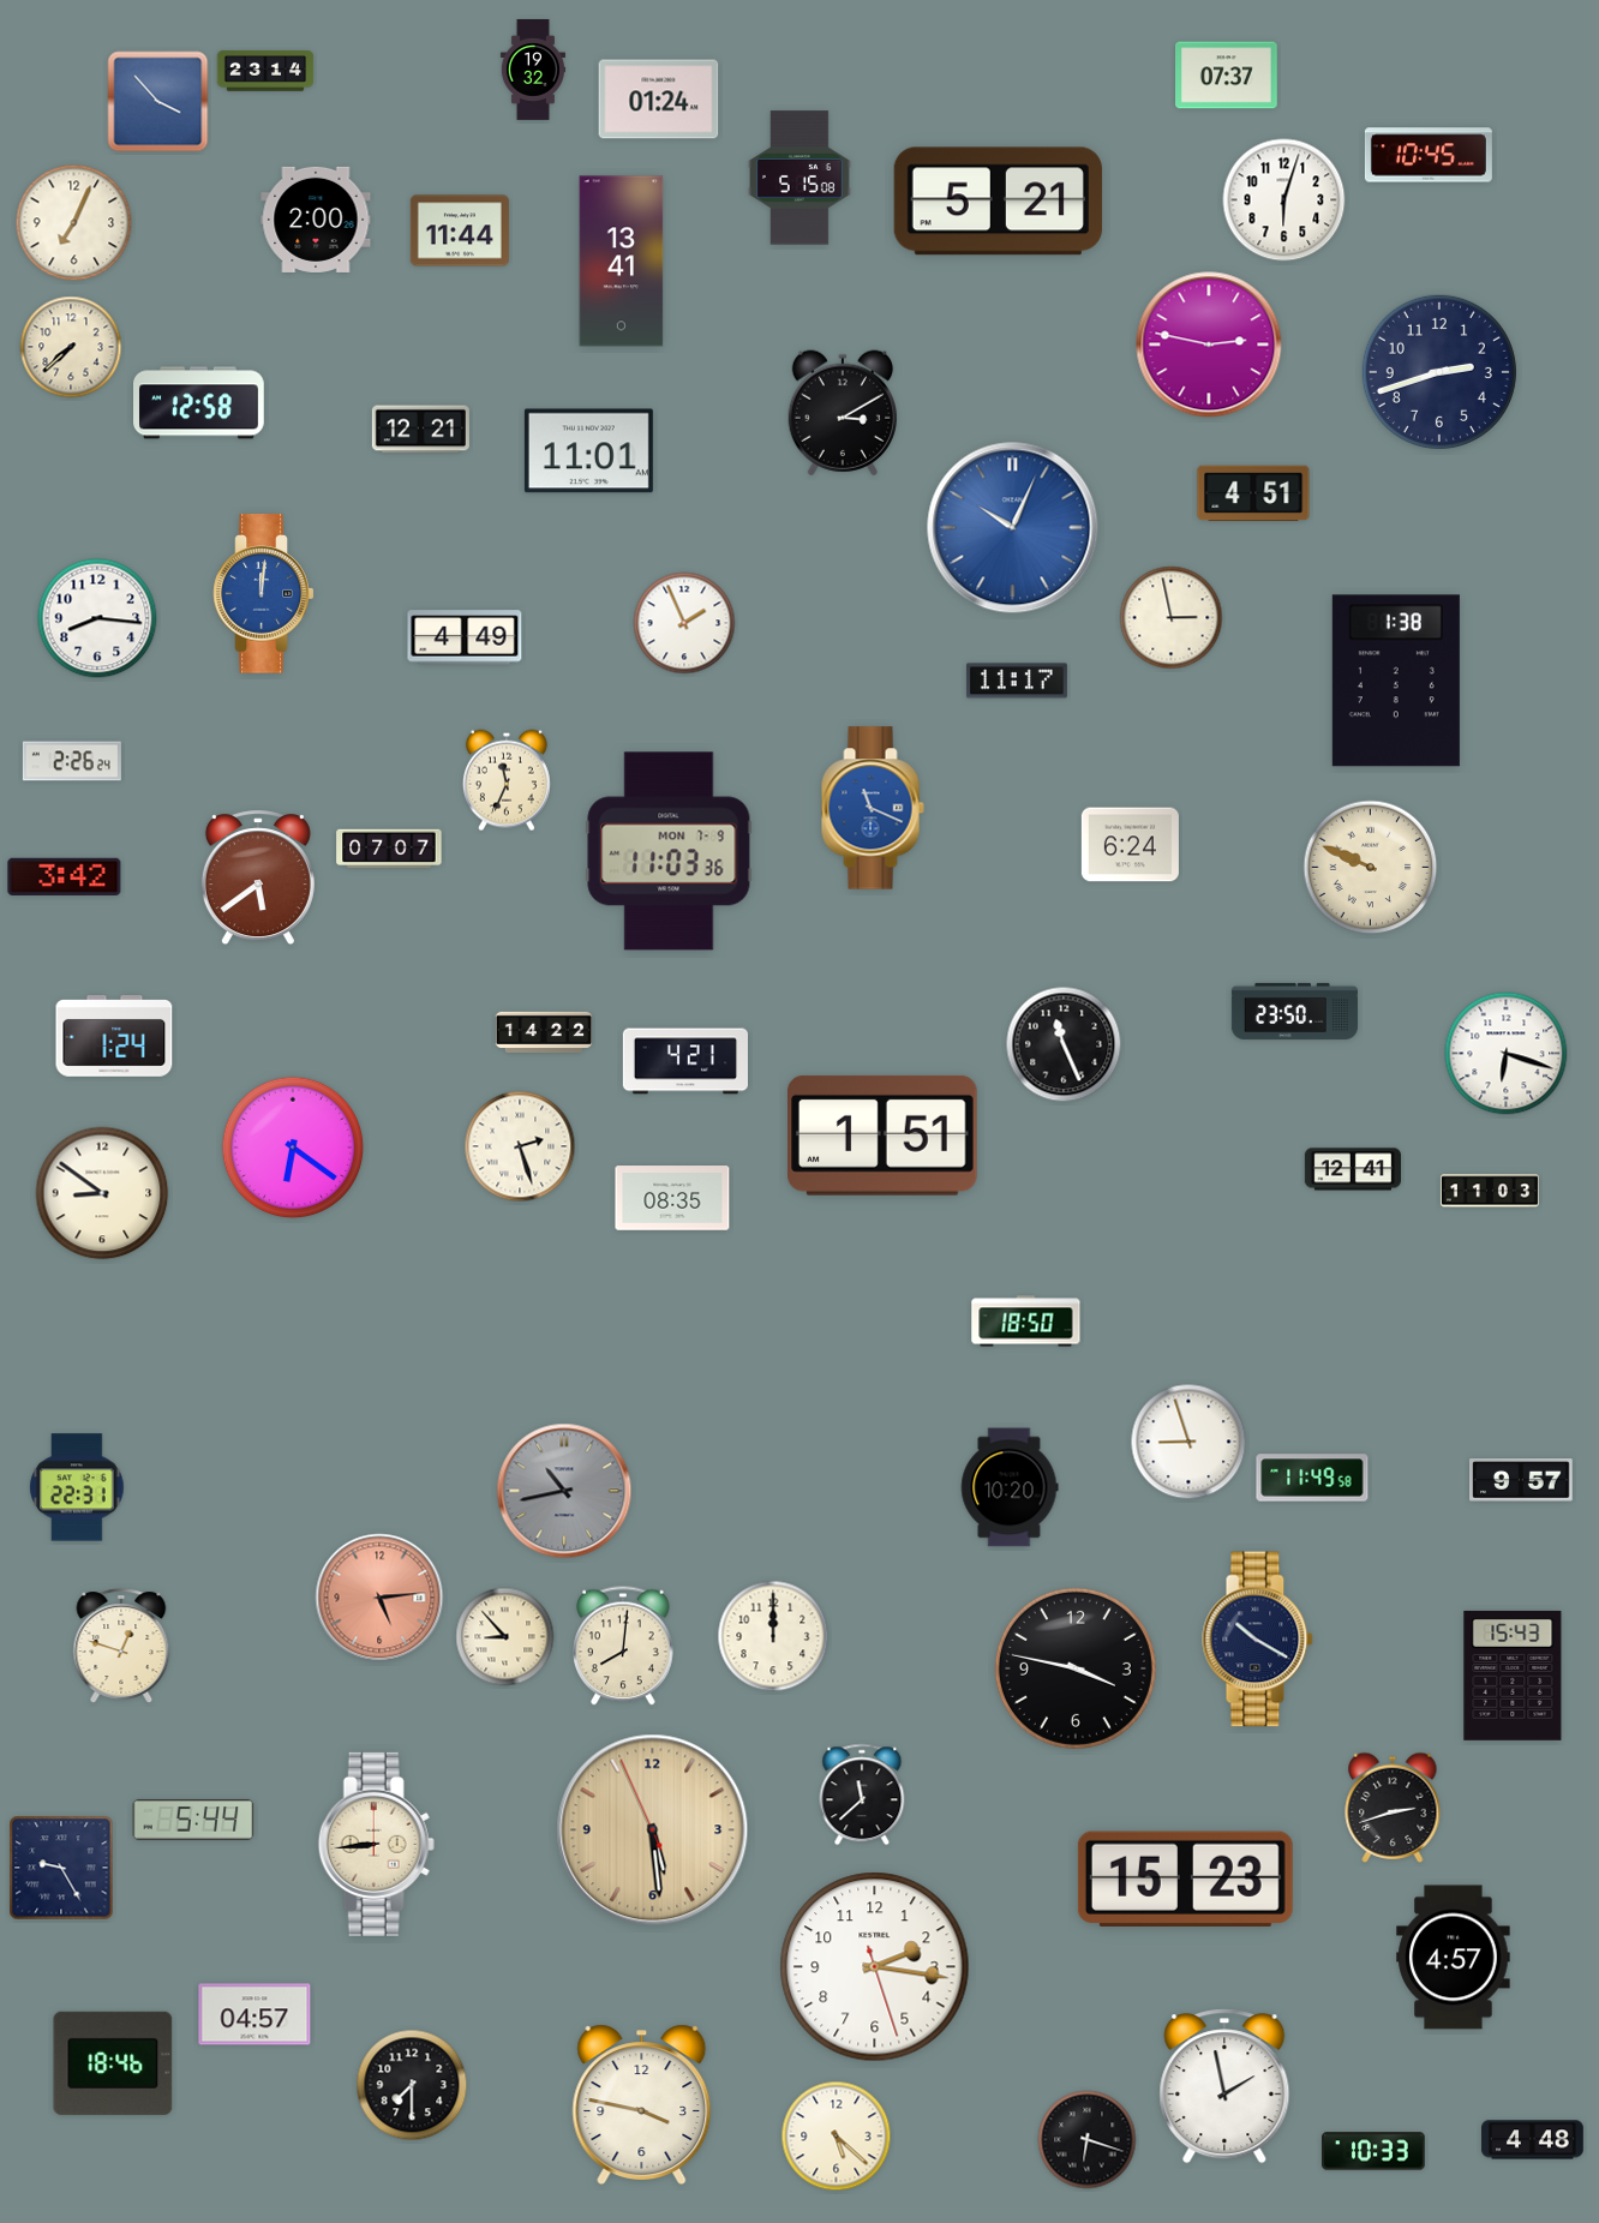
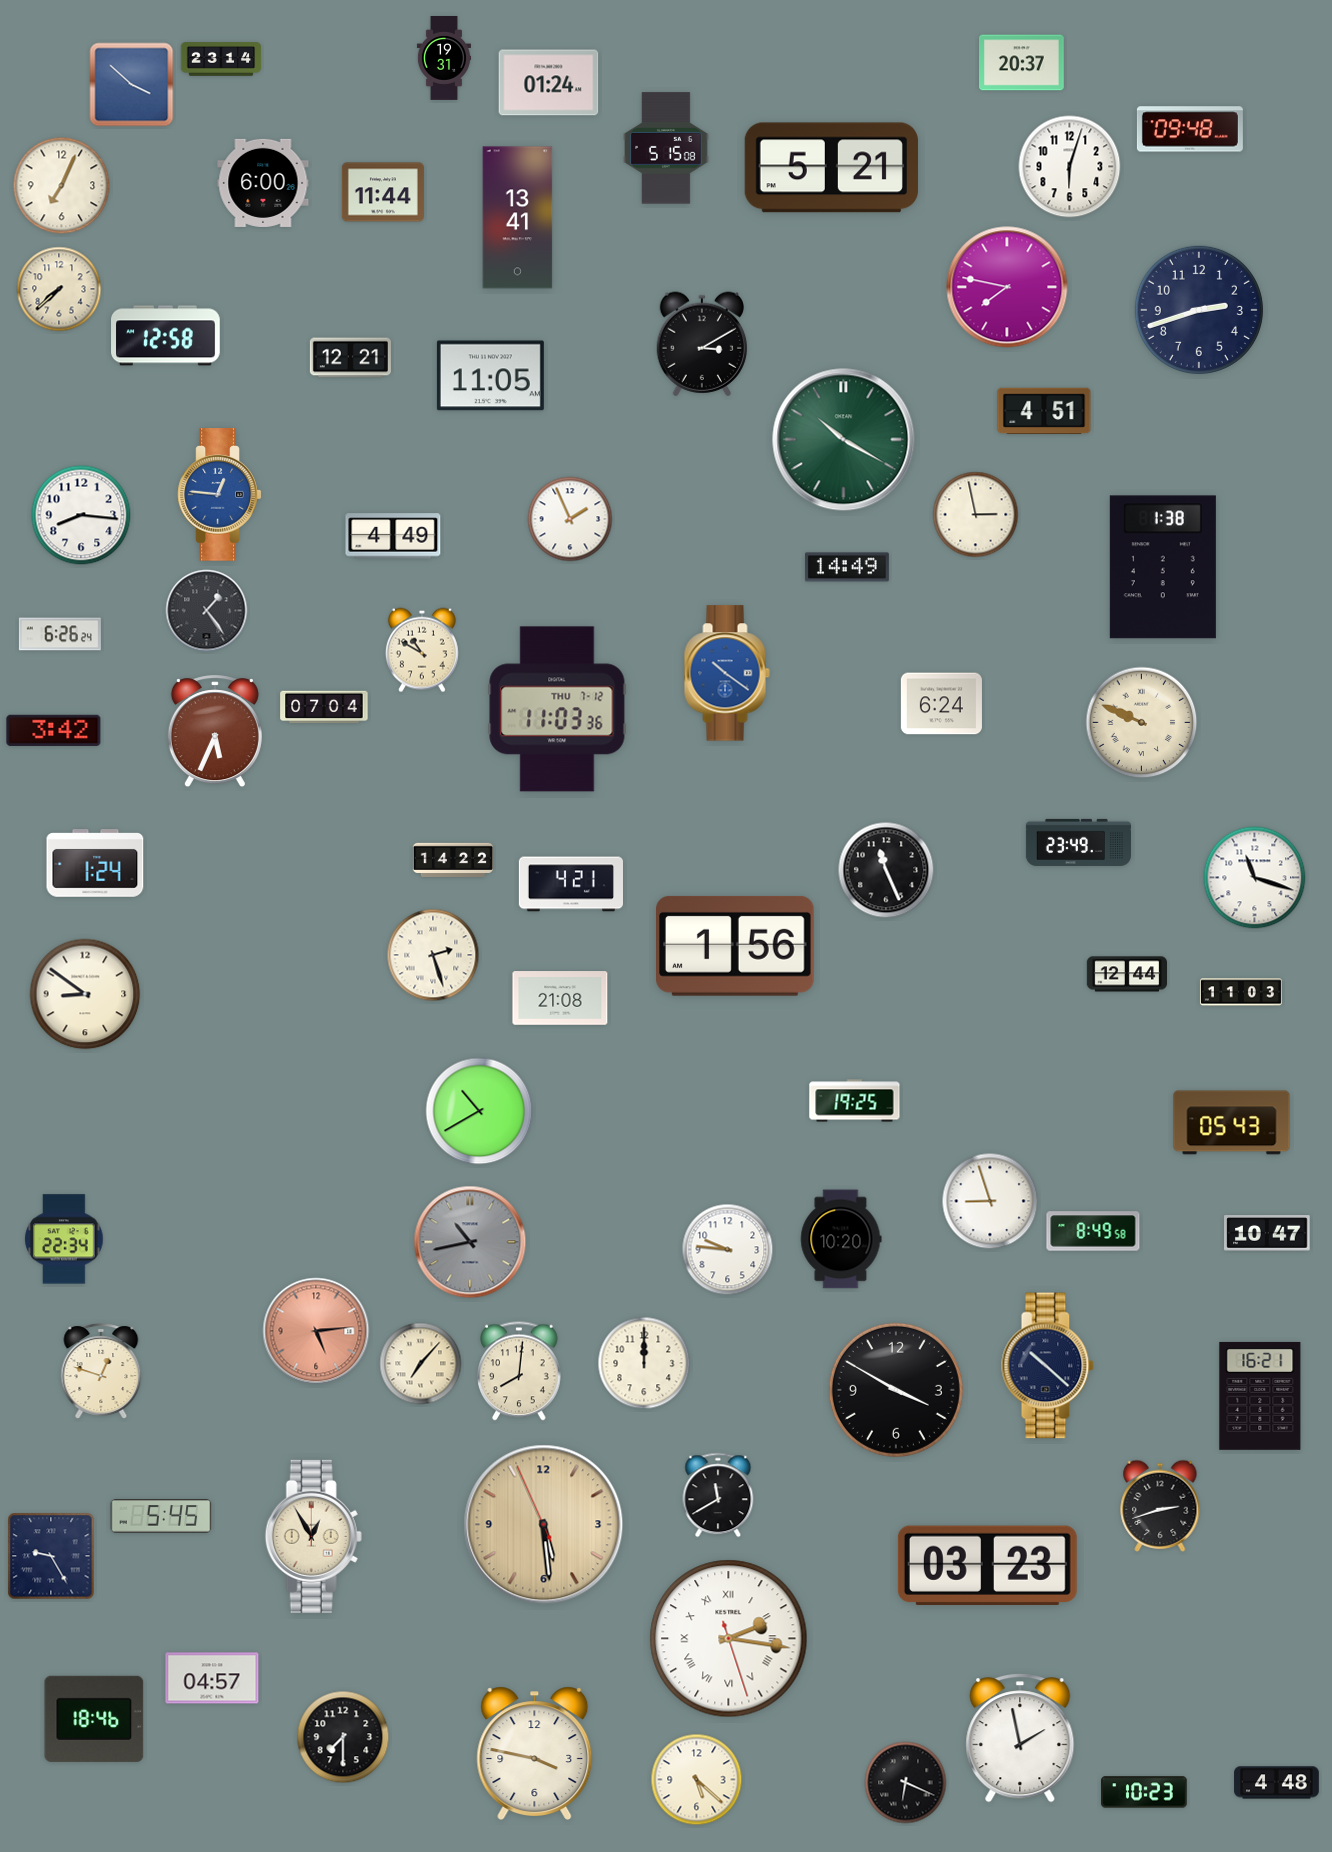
clock at (533, 71): 19:32 -> 19:31
clock at (1227, 76): 07:37 -> 20:37
clock at (158, 102): 3:53 -> 3:52
clock at (1429, 155): 10:45 -> 09:48
clock at (316, 220): 2:00 -> 6:00
clock at (1209, 344): 2:47 -> 7:47
clock at (588, 451): 11:01 -> 11:05
clock at (1013, 528): 10:04 -> 10:20
clock at (1013, 528) dial: blue -> green
clock at (264, 594): 12:01 -> 12:46
clock at (465, 637) position: (465, 637) -> (393, 536)
clock at (1017, 681): 11:17 -> 14:49
clock at (207, 611): none -> 1:24
clock at (72, 761): 2:26 -> 6:26
clock at (507, 780): 11:34 -> 10:50
clock at (873, 808): 11:19 -> 10:21
clock at (389, 849): 07:07 -> 07:04
clock at (669, 851) date: MON 7-9 -> THU 7-12
clock at (258, 879): 5:39 -> 5:34
clock at (1294, 1011): 23:50 -> 23:49
clock at (1507, 1054): 6:18 -> 11:18
clock at (884, 1136): 1:51 -> 1:56
clock at (293, 1148): 6:21 -> none
clock at (1353, 1169): 12:41 -> 12:44
clock at (672, 1198): 08:35 -> 21:08
clock at (1026, 1322): 18:50 -> 19:25
clock at (479, 1111): none -> 10:40
clock at (1232, 1123): none -> 05:43
clock at (1312, 1478): 11:49 -> 8:49
clock at (1521, 1480): 9:57 -> 10:47
clock at (77, 1487): 22:31 -> 22:34
clock at (728, 1250): none -> 9:46
clock at (505, 1637): 8:53 -> 7:07
clock at (1258, 1640): 10:20 -> 10:22
clock at (1076, 1668): 3:47 -> 3:50
clock at (1513, 1676): 15:43 -> 16:21
clock at (862, 1794): 11:38 -> 11:40
clock at (193, 1820): 5:44 -> 5:45
clock at (376, 1844): 8:44 -> 12:55
clock at (1185, 1879): 15:23 -> 03:23
clock at (1454, 1958): 4:57 -> none
clock at (875, 1967) numerals: Arabic -> Roman
clock at (1088, 2140): 6:18 -> 6:19
clock at (1373, 2151): 10:33 -> 10:23
